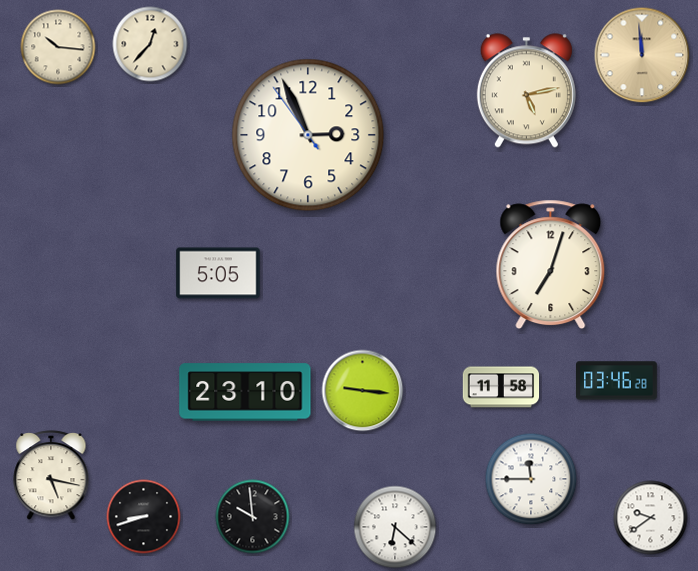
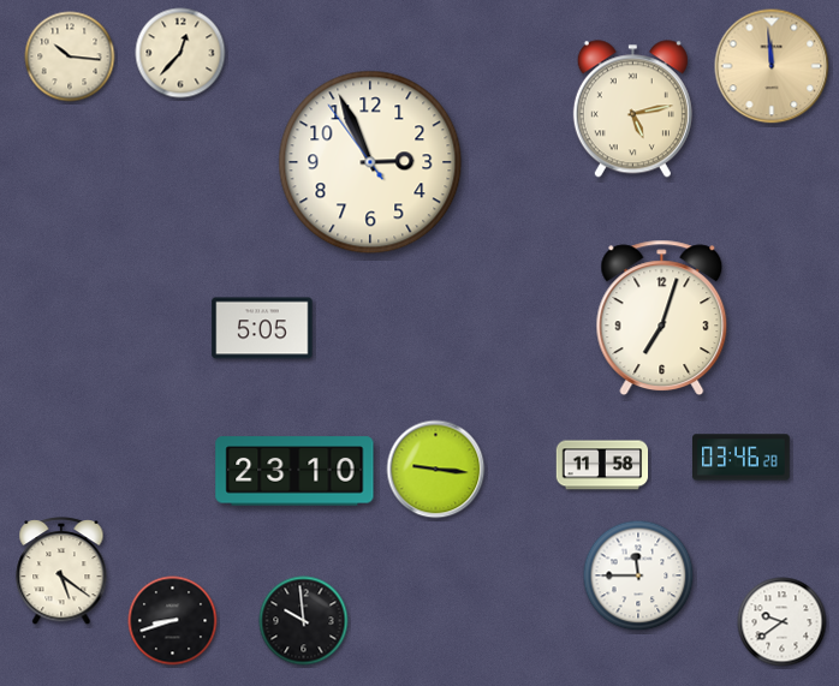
clock at (51, 476): 5:17 -> 5:21
clock at (395, 527): 6:22 -> none
